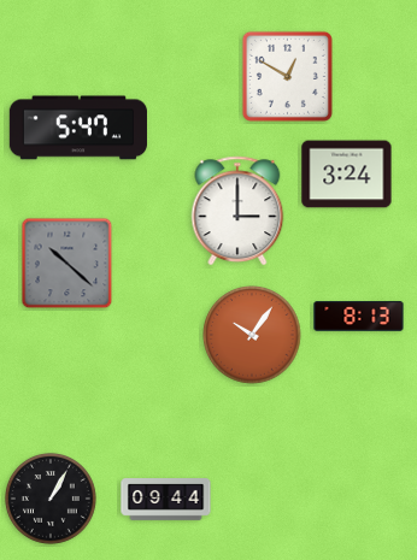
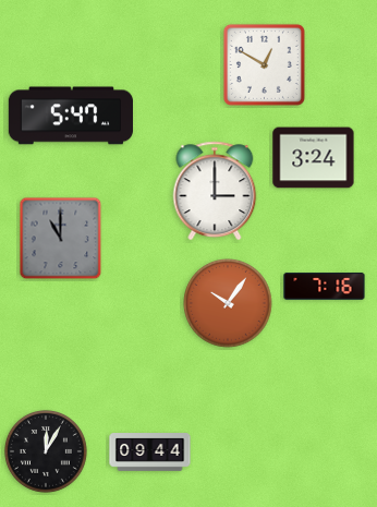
clock at (287, 76) position: (287, 76) -> (264, 64)
clock at (67, 264): 10:22 -> 11:00
clock at (359, 317): 8:13 -> 7:16
clock at (51, 499): 1:05 -> 12:05
